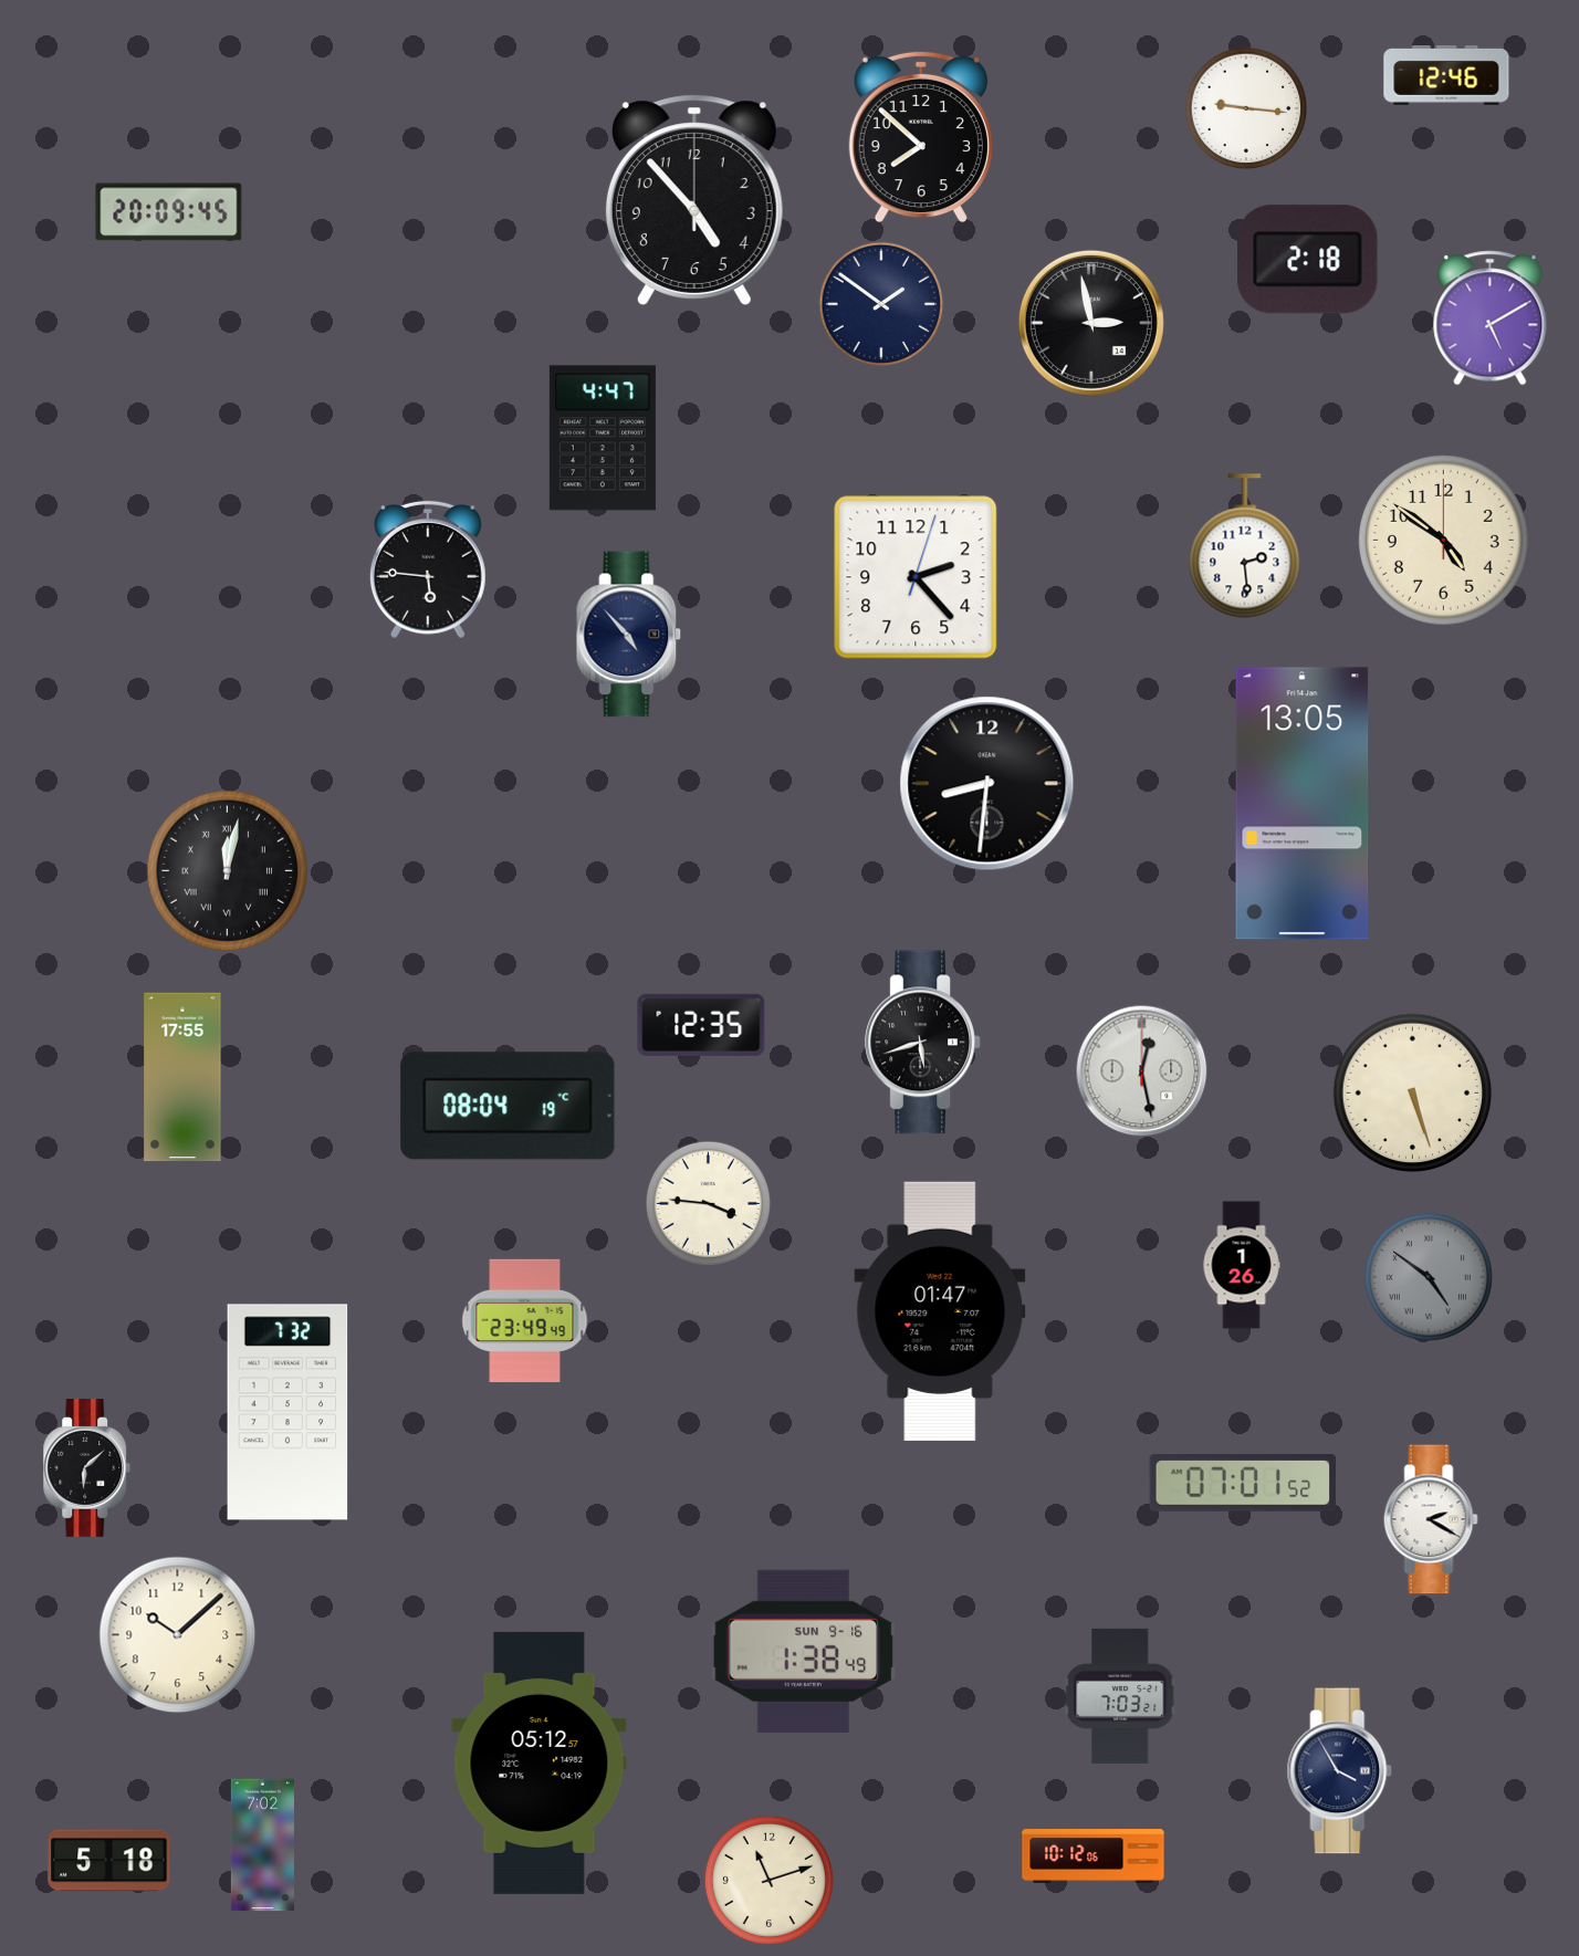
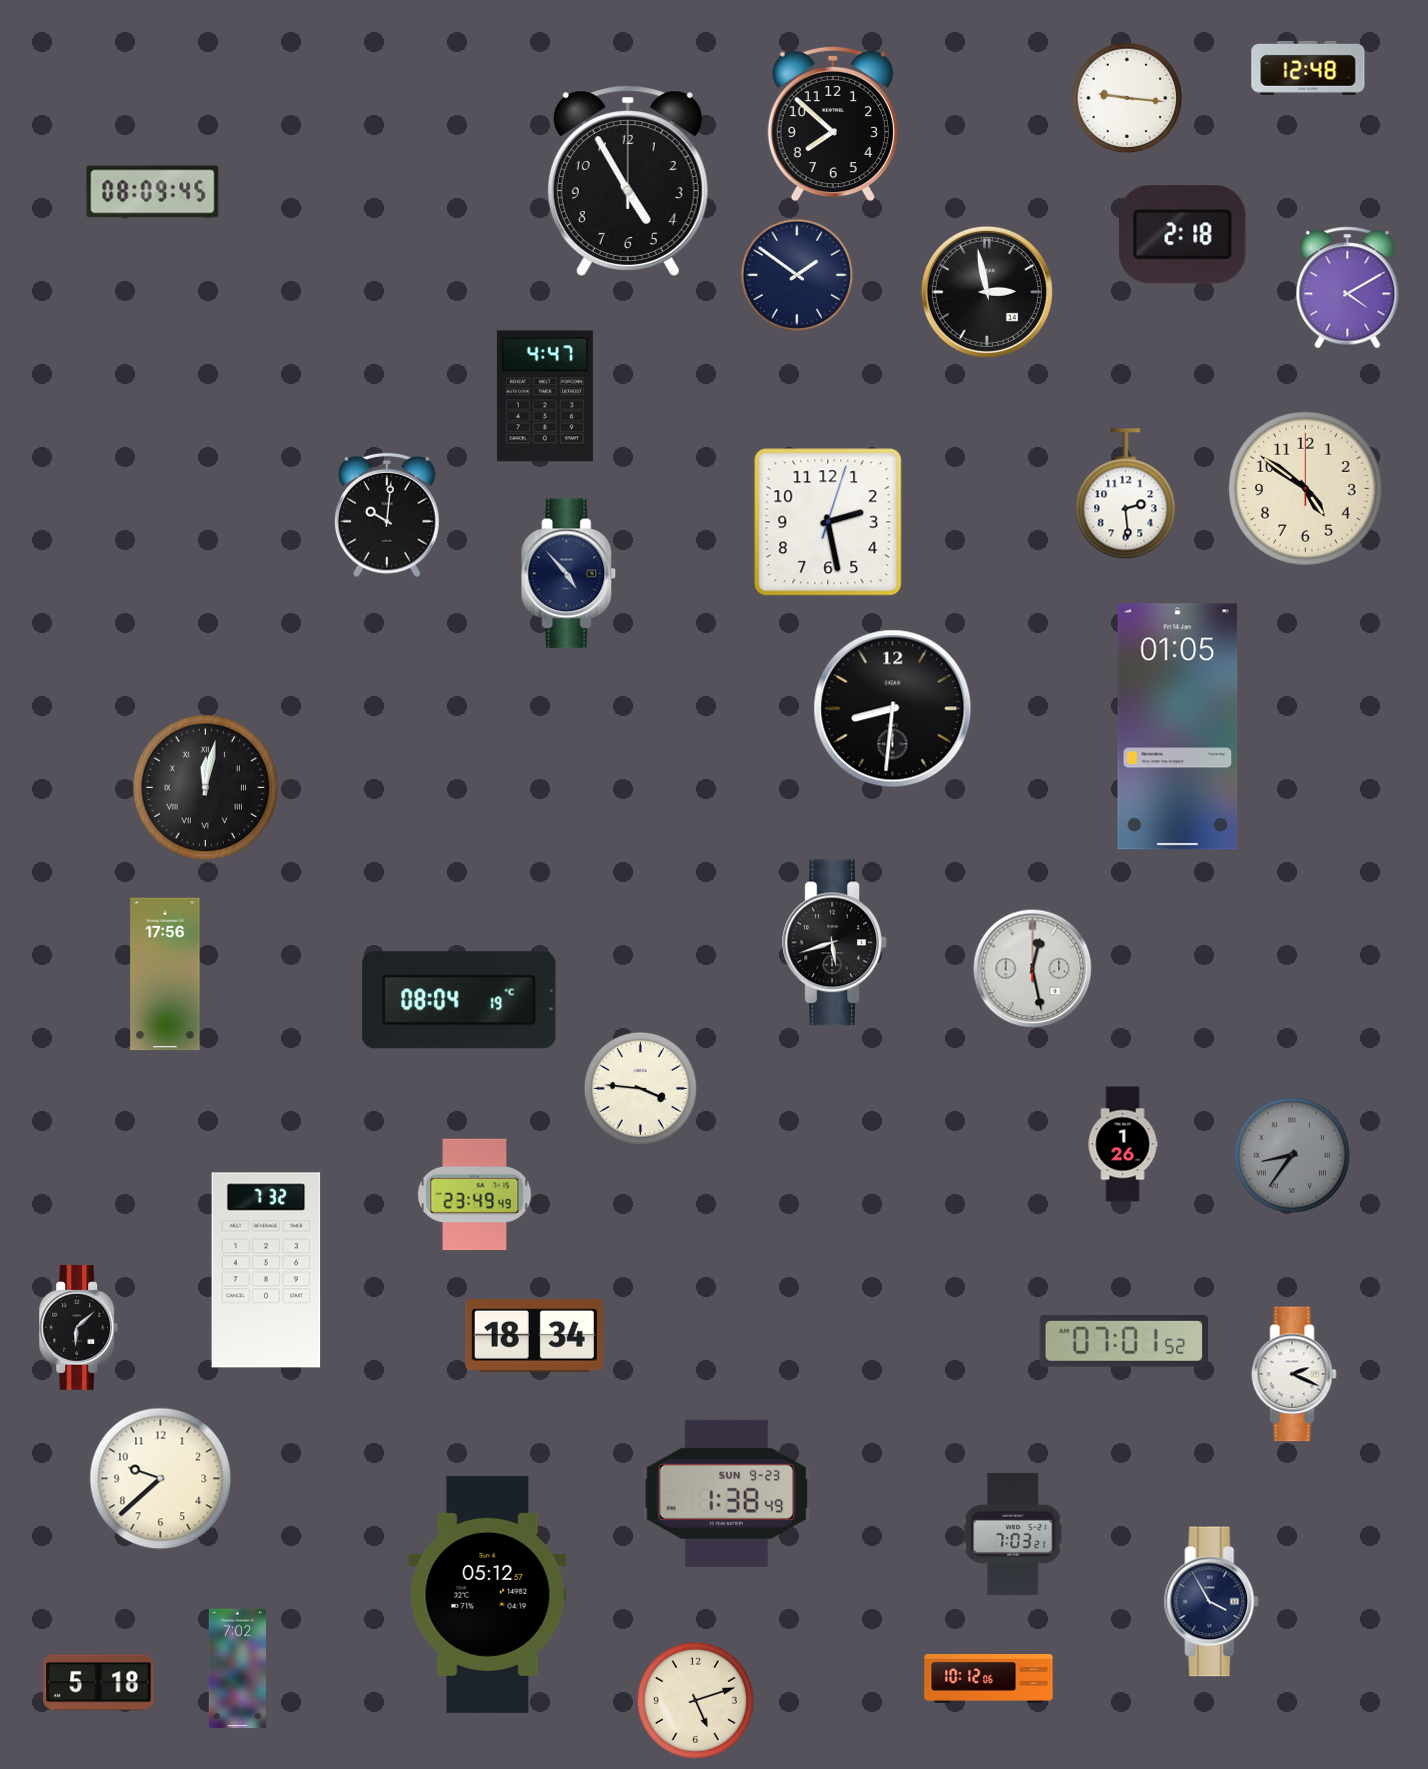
clock at (1446, 76): 12:46 -> 12:48
clock at (694, 200): 4:53 -> 4:55
clock at (169, 212): 20:09 -> 08:09
clock at (1491, 318): 5:10 -> 4:10
clock at (428, 569): 5:46 -> 10:01
clock at (916, 577): 2:23 -> 2:28
clock at (1303, 804): 13:05 -> 01:05
clock at (701, 1025): 12:35 -> none
clock at (182, 1077): 17:55 -> 17:56
clock at (1413, 1094): 5:27 -> none
clock at (1429, 1277): 4:51 -> 8:36
clock at (940, 1311): 01:47 -> none
clock at (287, 1412) position: (287, 1412) -> (266, 1270)
clock at (534, 1336): none -> 18:34
clock at (1431, 1519): 2:20 -> 2:19
clock at (178, 1635): 10:08 -> 9:38
clock at (804, 1651) date: SUN 9-16 -> SUN 9-23
clock at (768, 1880): 11:12 -> 5:12
